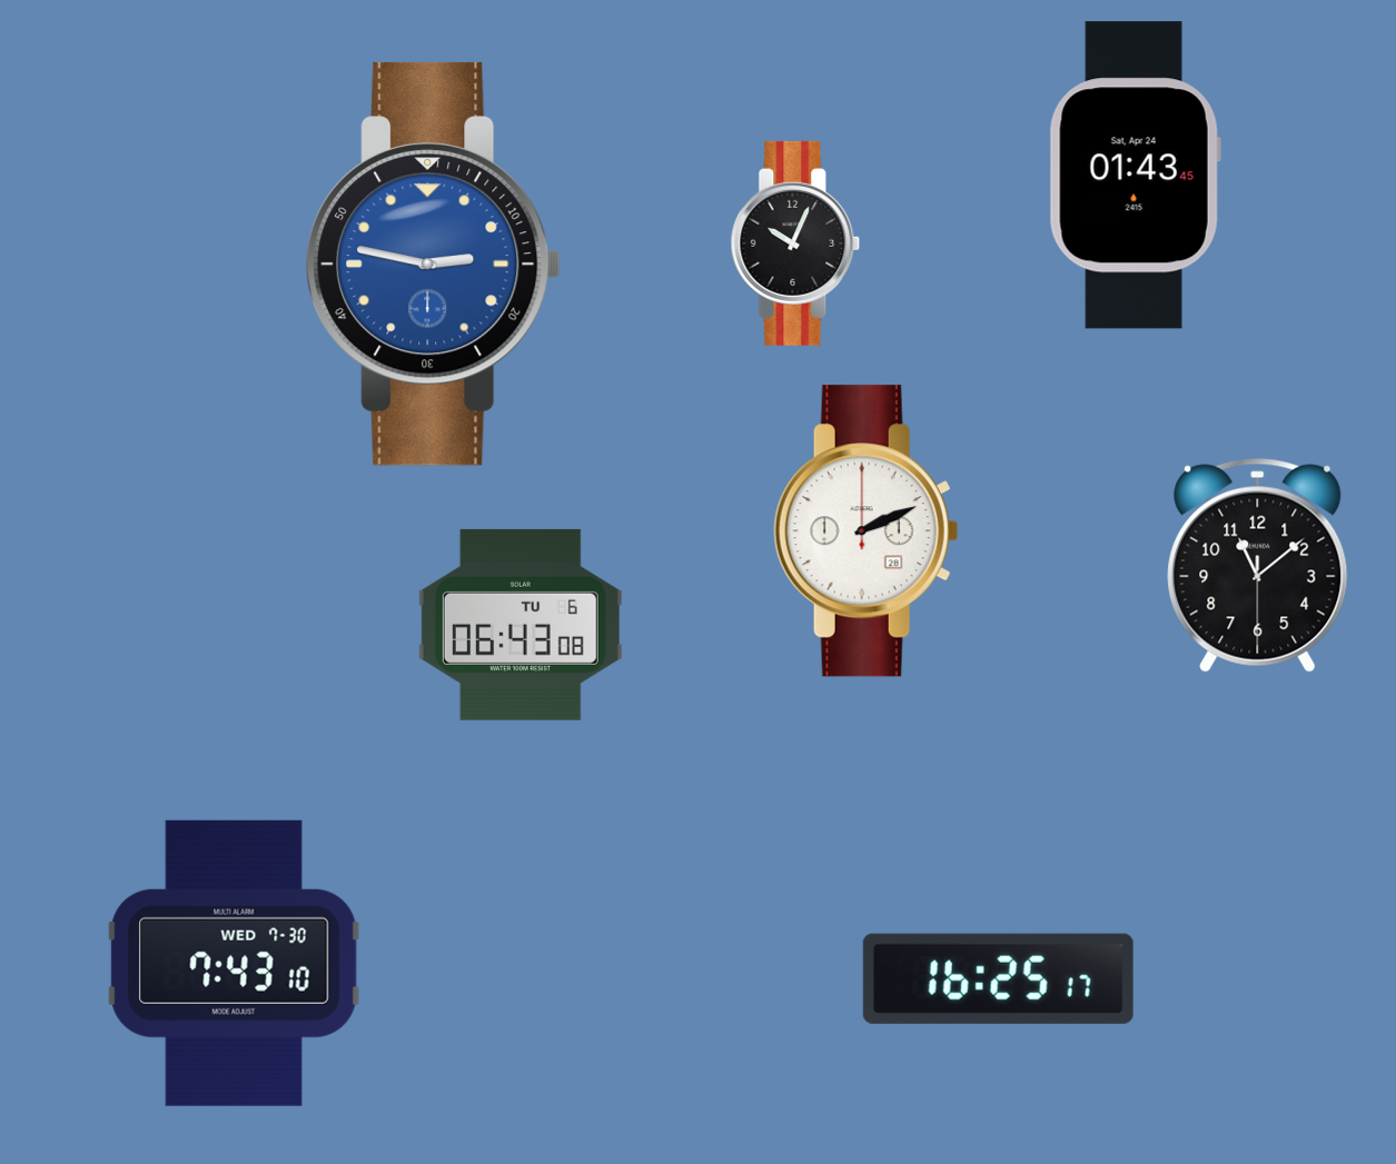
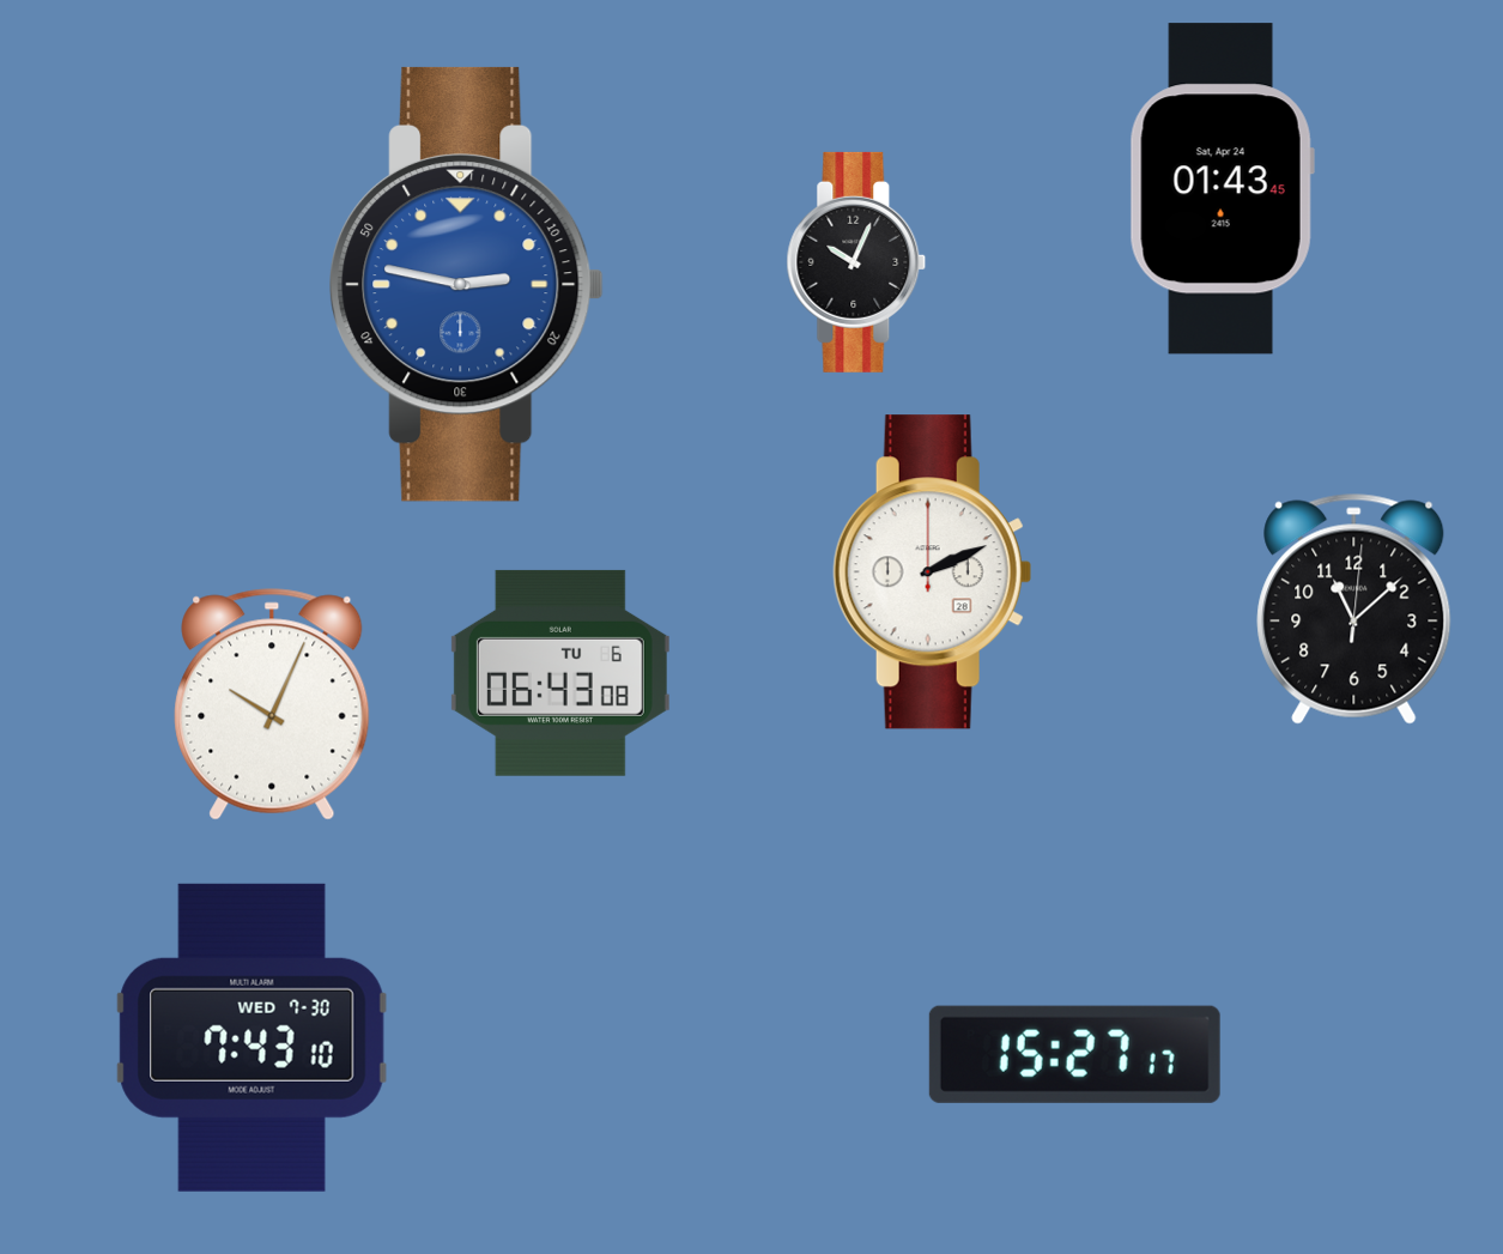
clock at (1258, 565): 11:08:30 -> 11:08:01
clock at (272, 704): none -> 10:04
clock at (998, 978): 16:25 -> 15:27
